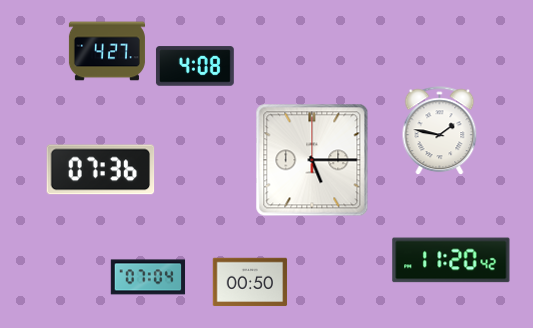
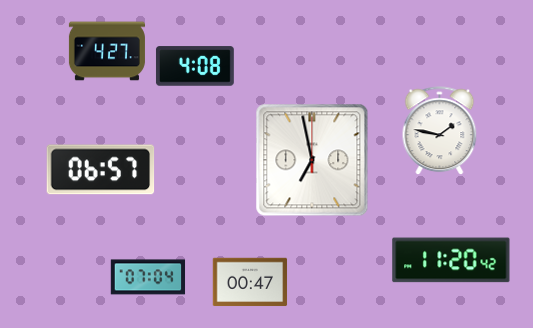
clock at (312, 160): 5:15 -> 6:58
clock at (101, 170): 07:36 -> 06:57
clock at (250, 282): 00:50 -> 00:47
